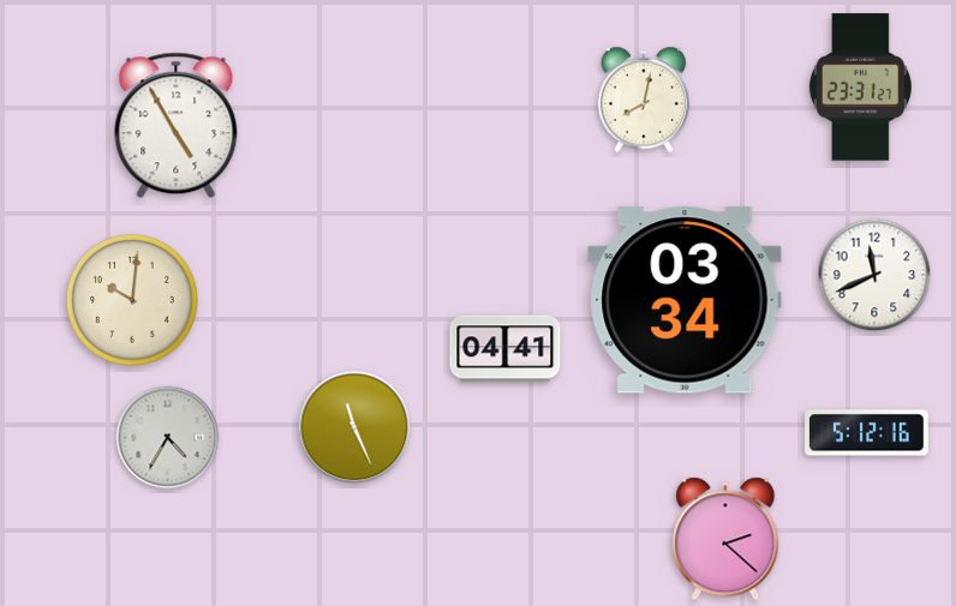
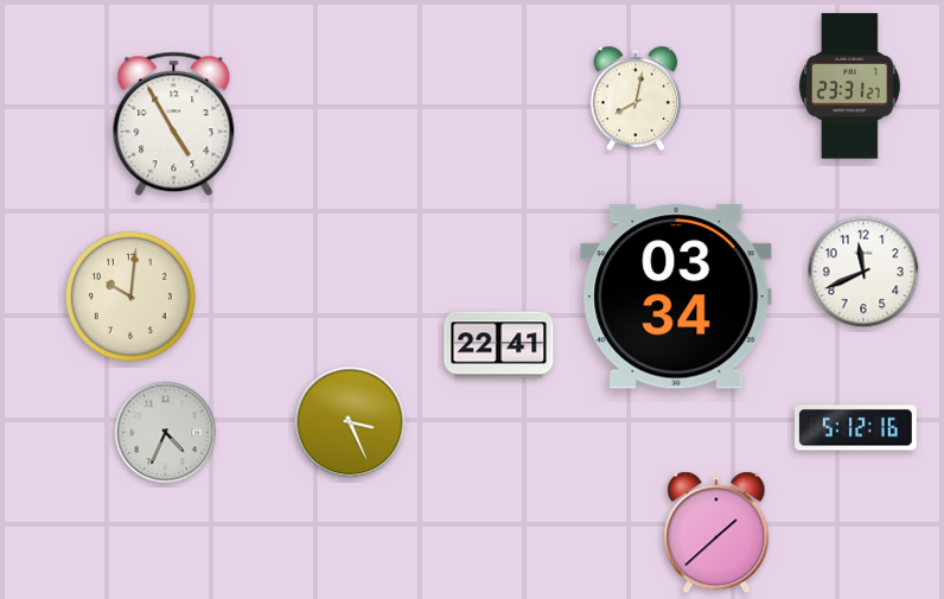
clock at (506, 349): 04:41 -> 22:41
clock at (354, 427): 11:26 -> 3:26
clock at (168, 438): 4:35 -> 4:34
clock at (725, 539): 2:22 -> 1:38
